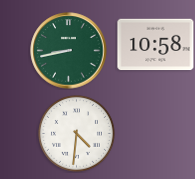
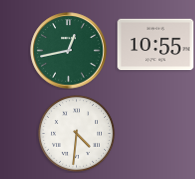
clock at (156, 45): 10:58 -> 10:55
clock at (69, 51): 8:43 -> 12:43
